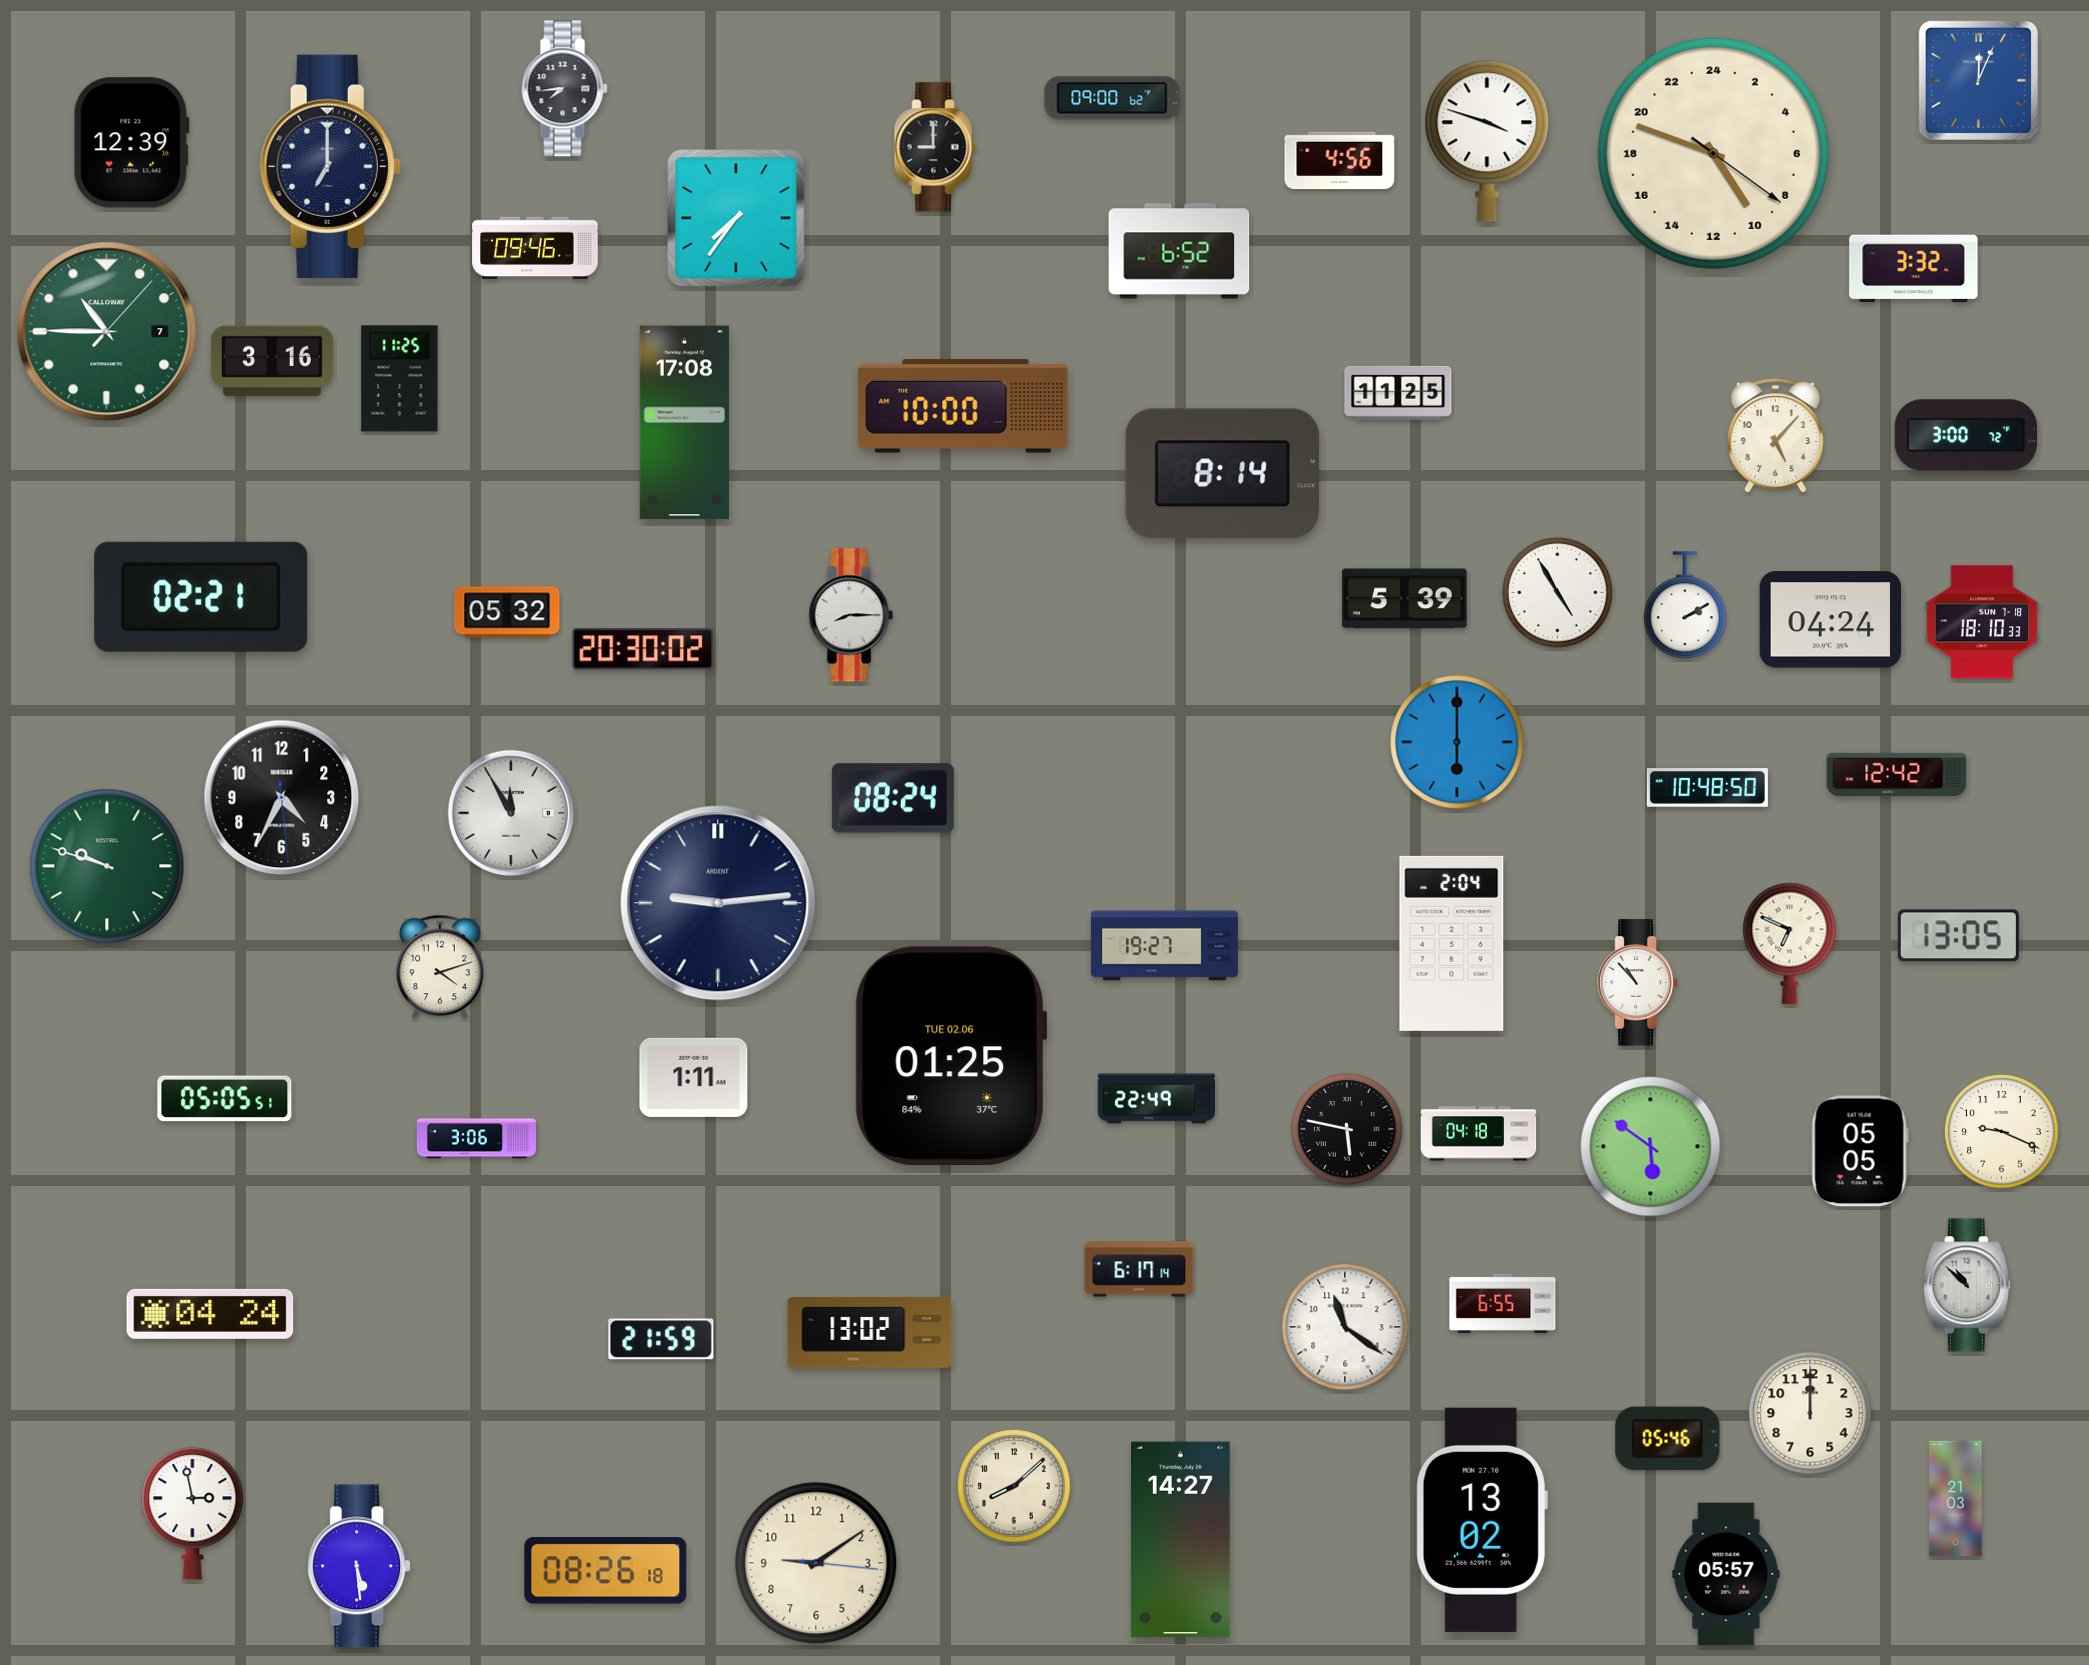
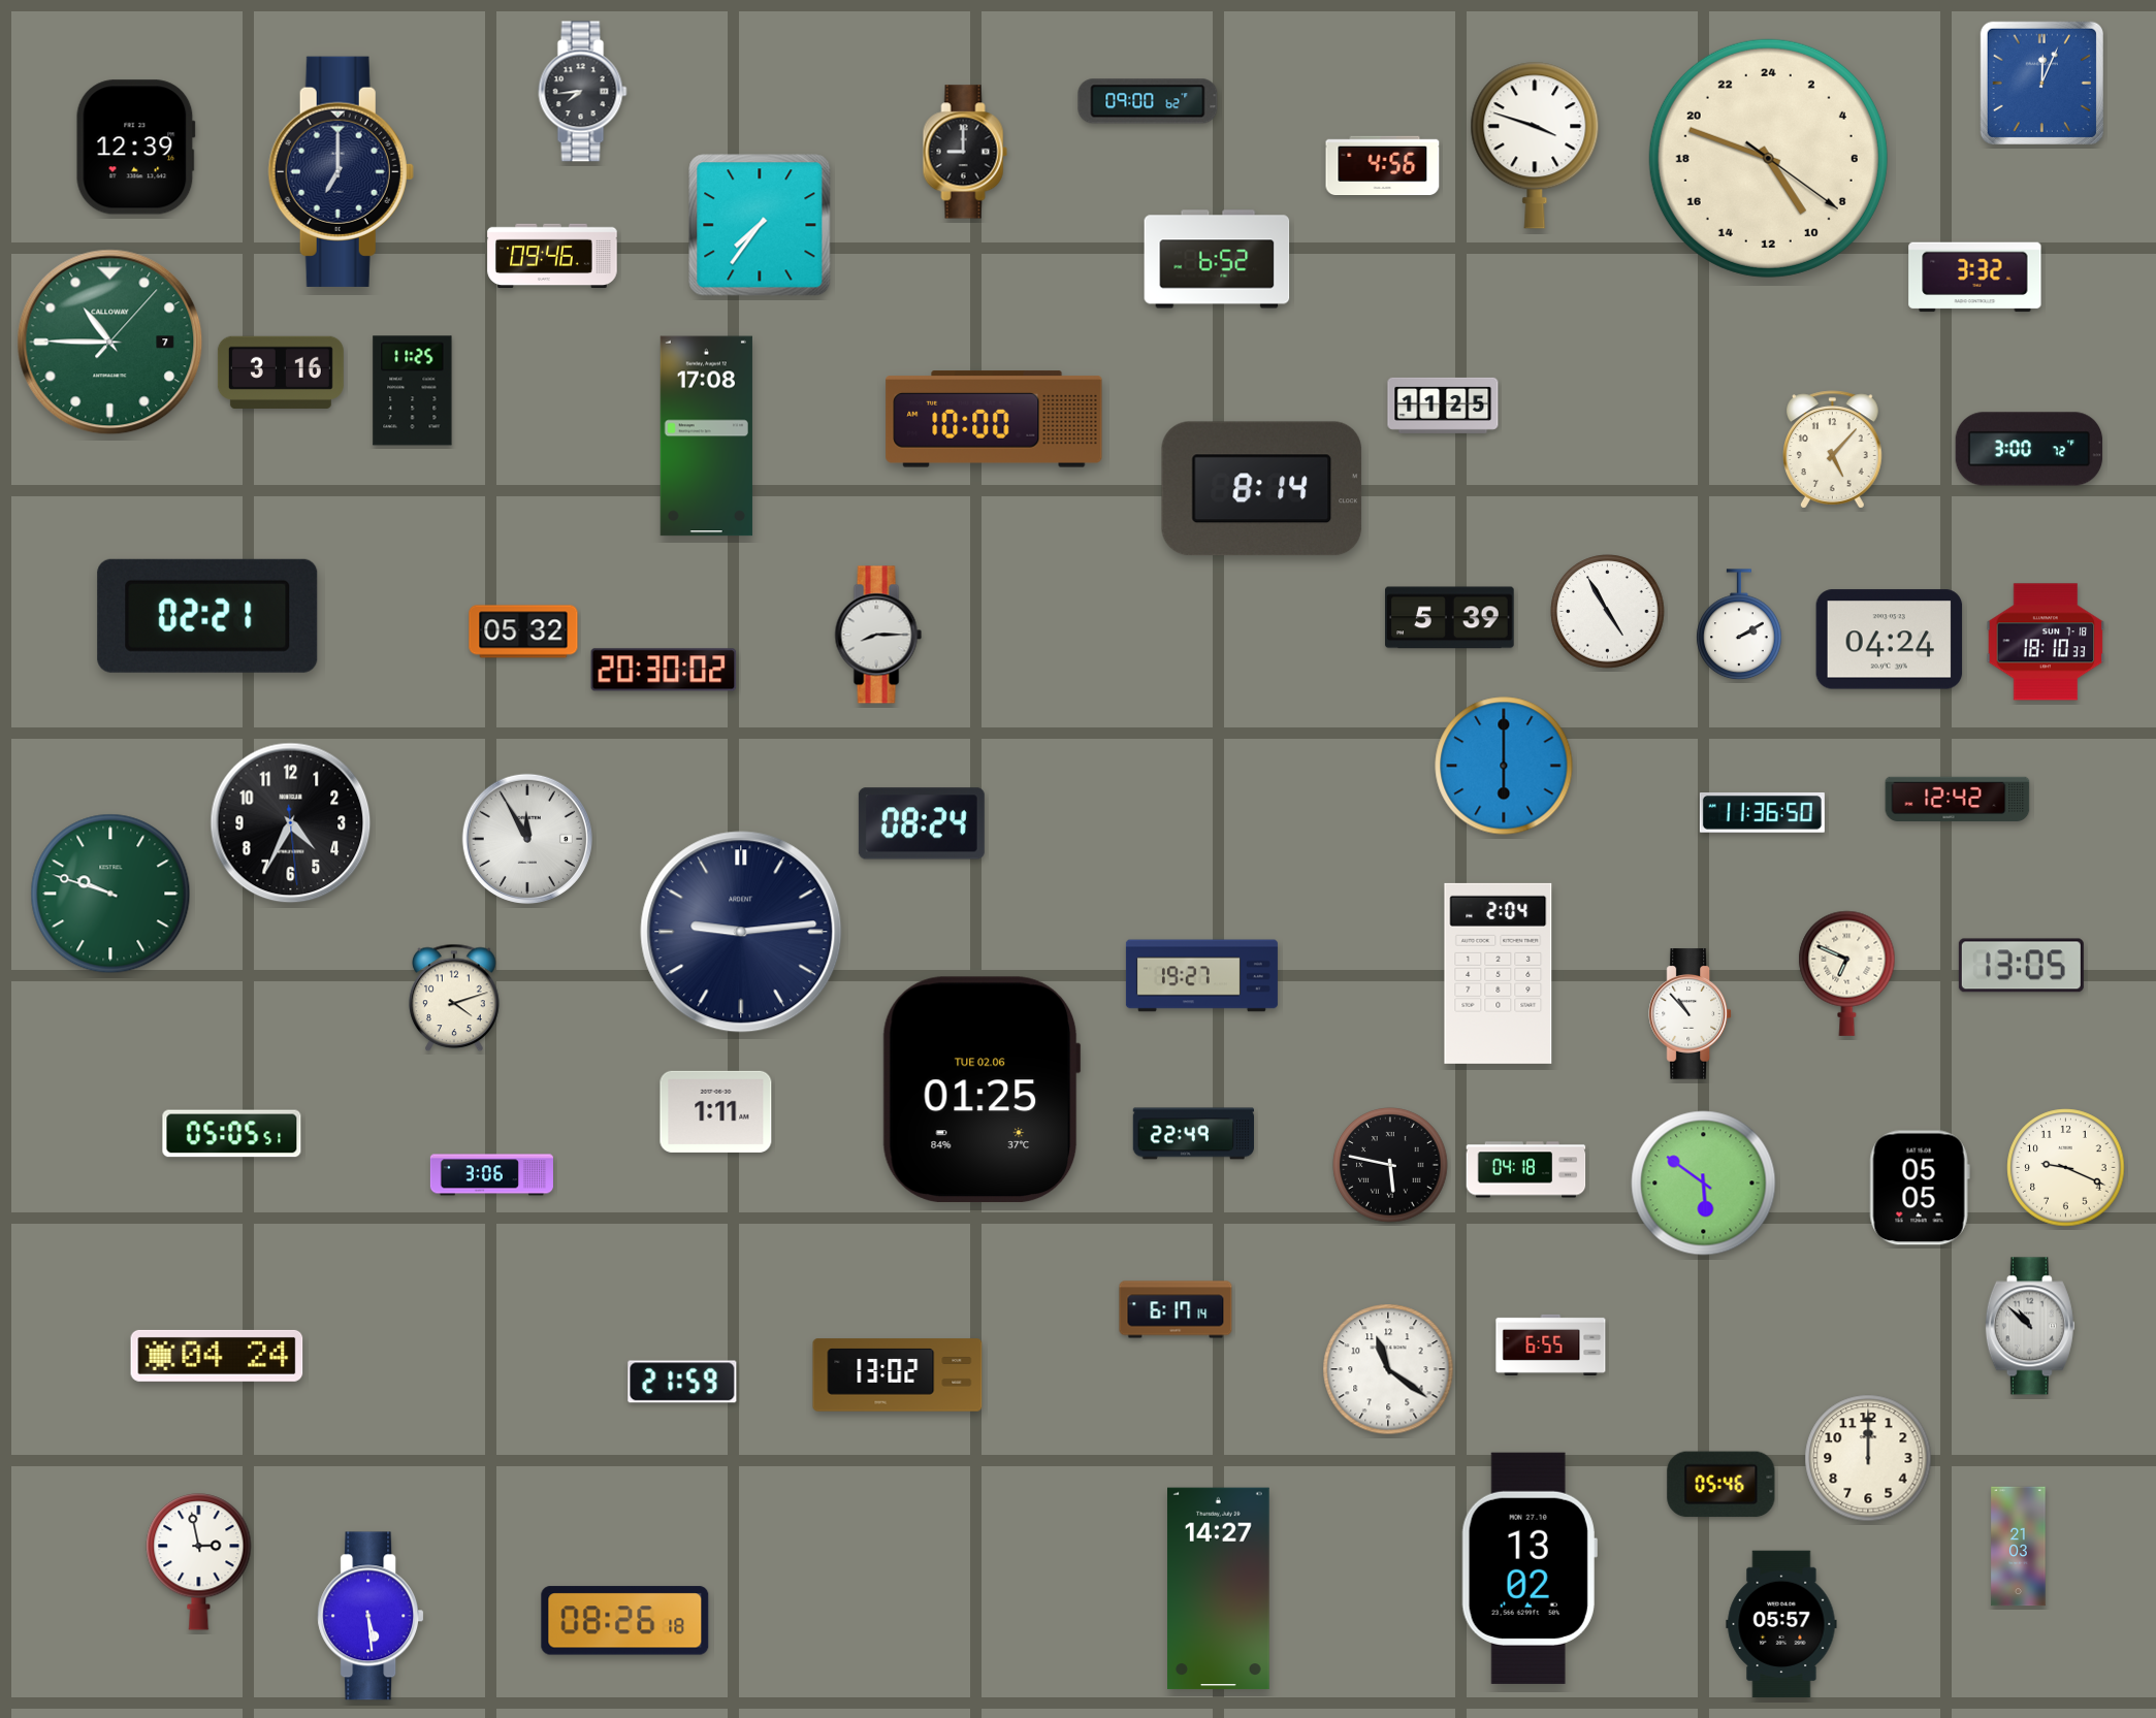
clock at (1707, 788): 10:48 -> 11:36
clock at (1014, 1486): 8:08 -> none
clock at (816, 1563): 9:09 -> none
